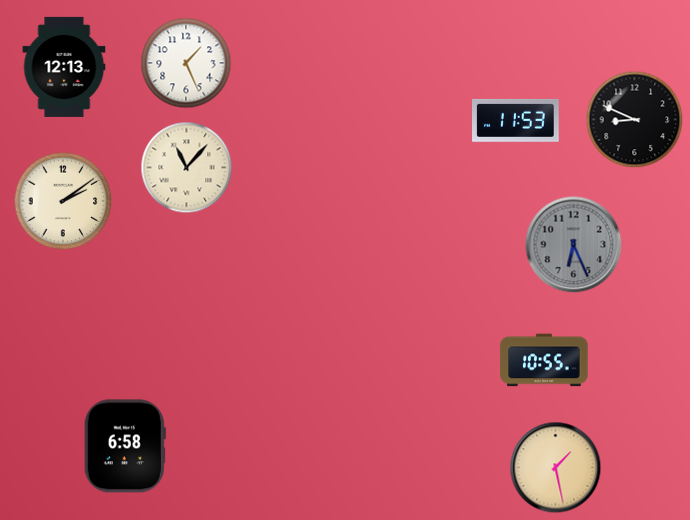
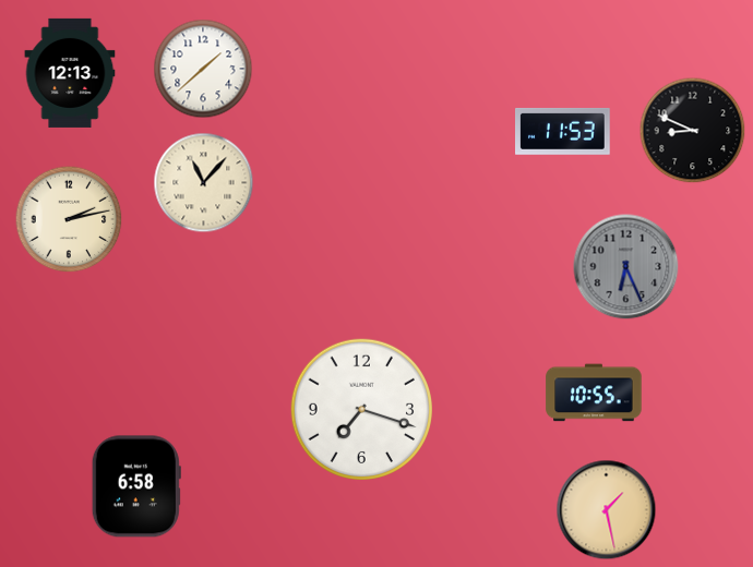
clock at (186, 63): 1:26 -> 1:38
clock at (63, 201): 2:09 -> 2:13
clock at (361, 409): none -> 7:18
